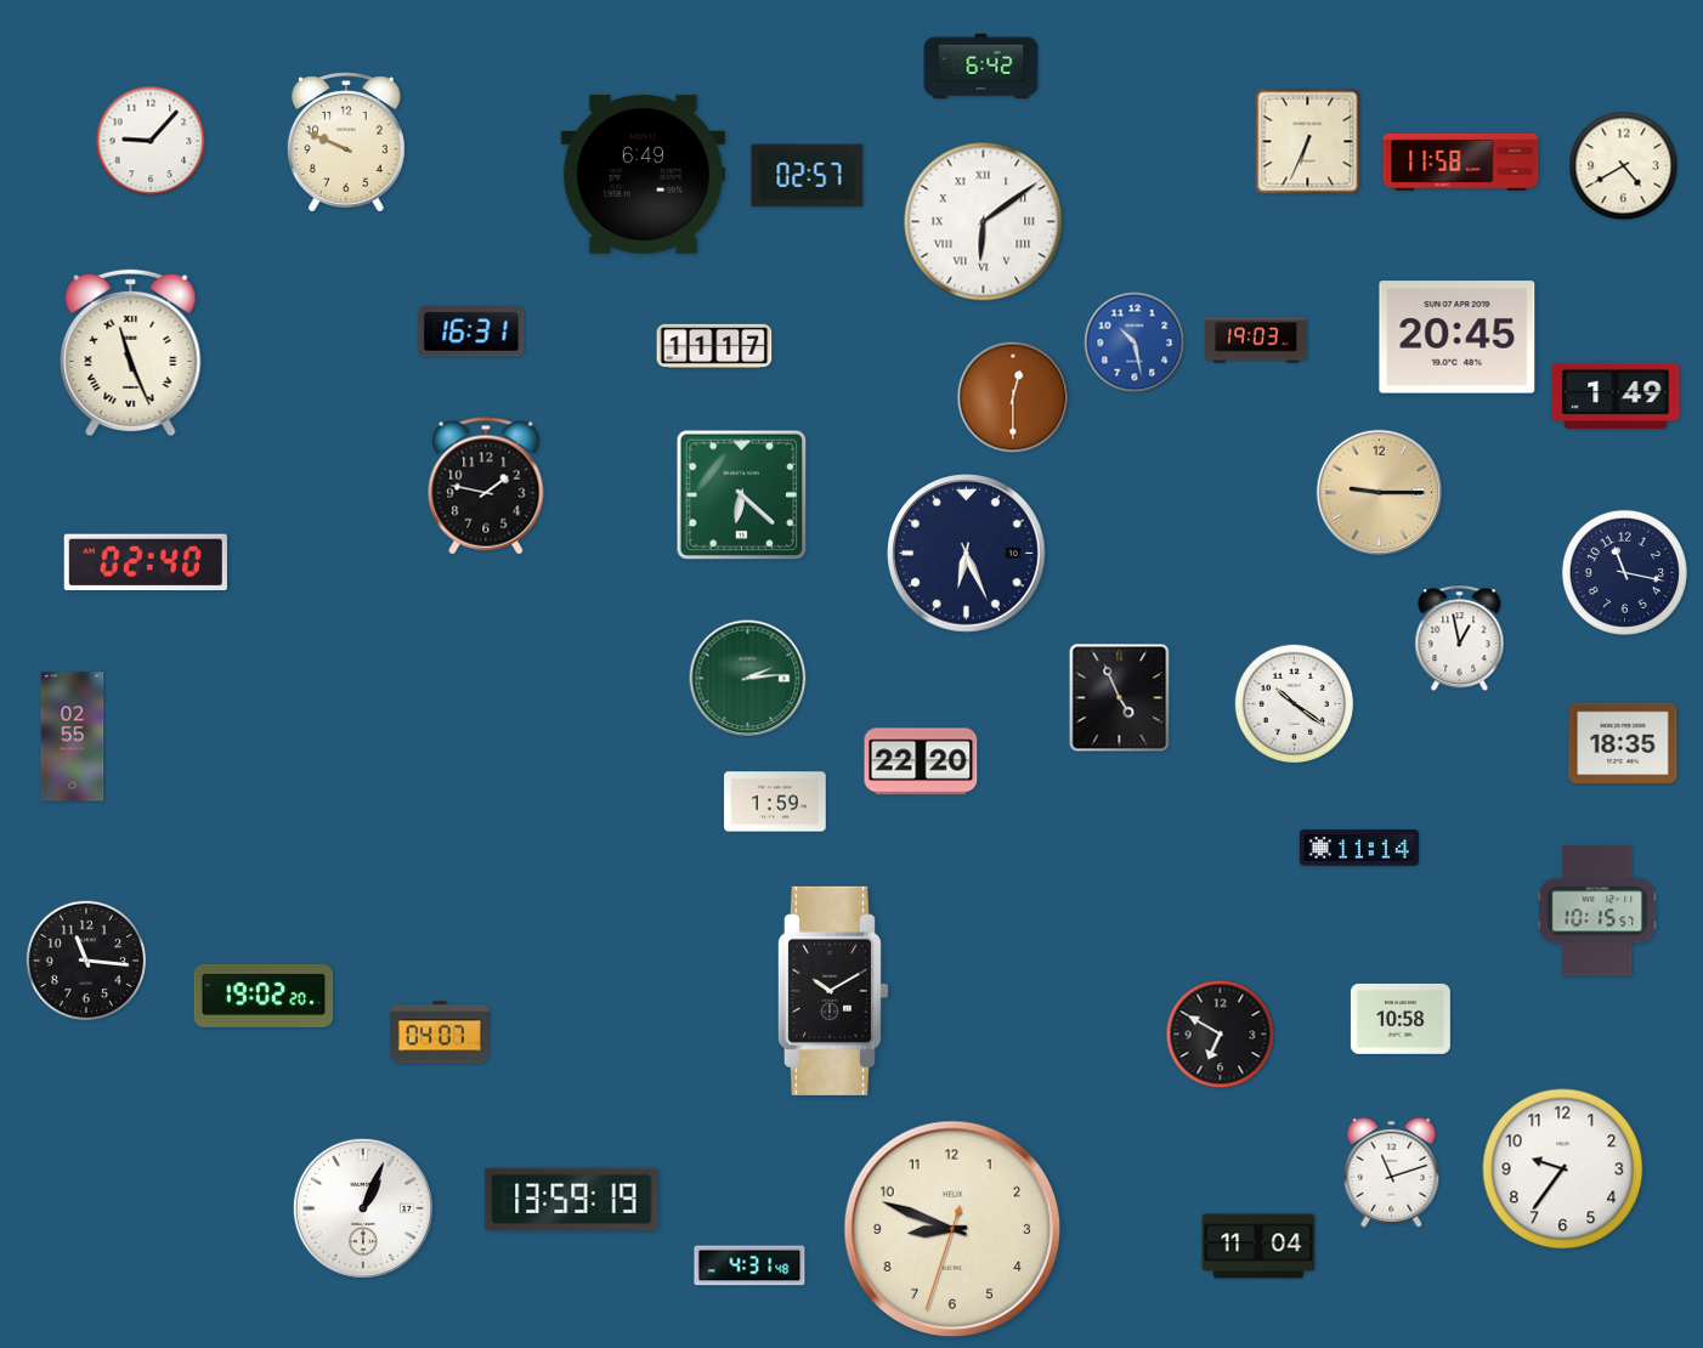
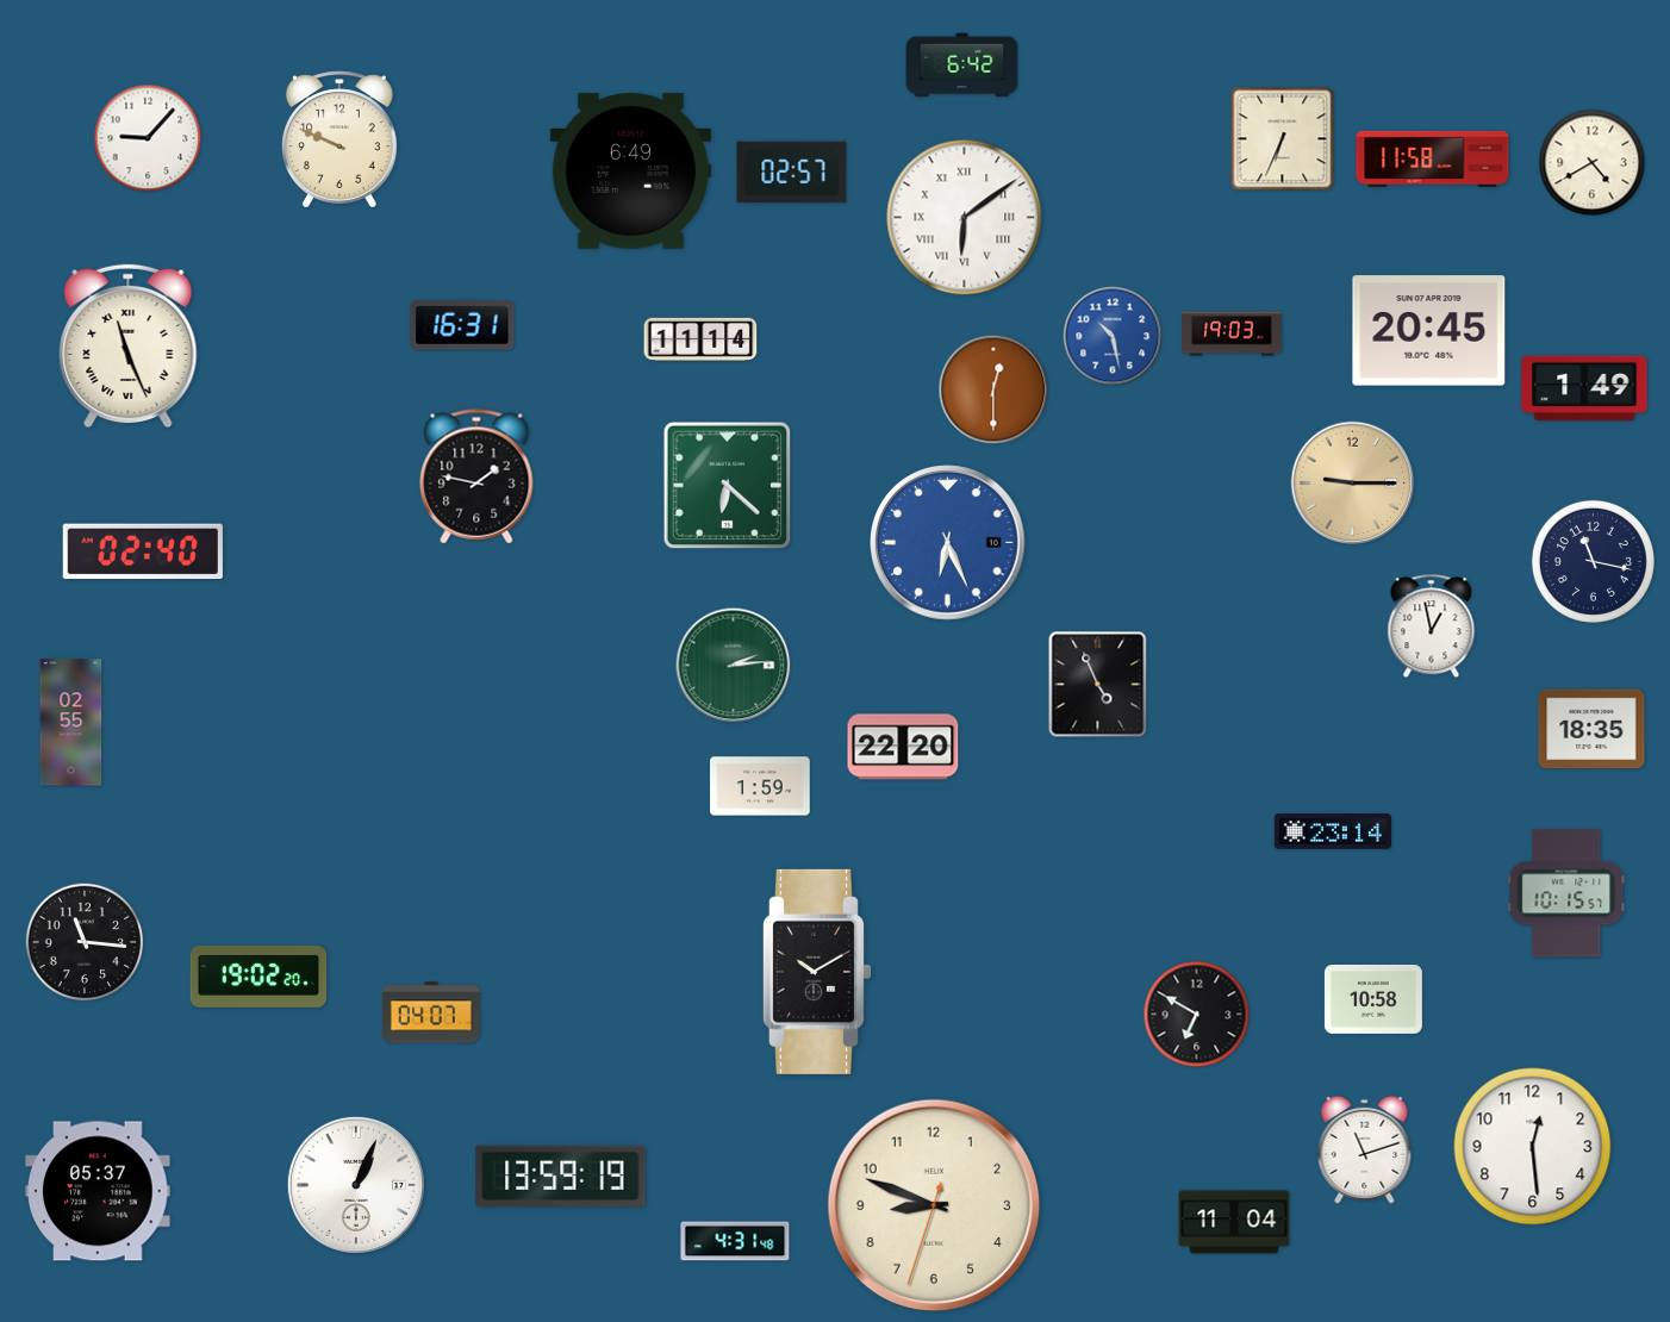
clock at (714, 346): 11:17 -> 11:14
clock at (967, 554) dial: navy -> blue
clock at (1295, 704): 10:21 -> none
clock at (1358, 848): 11:14 -> 23:14
clock at (1563, 1169): 9:36 -> 12:29
clock at (98, 1191): none -> 05:37
